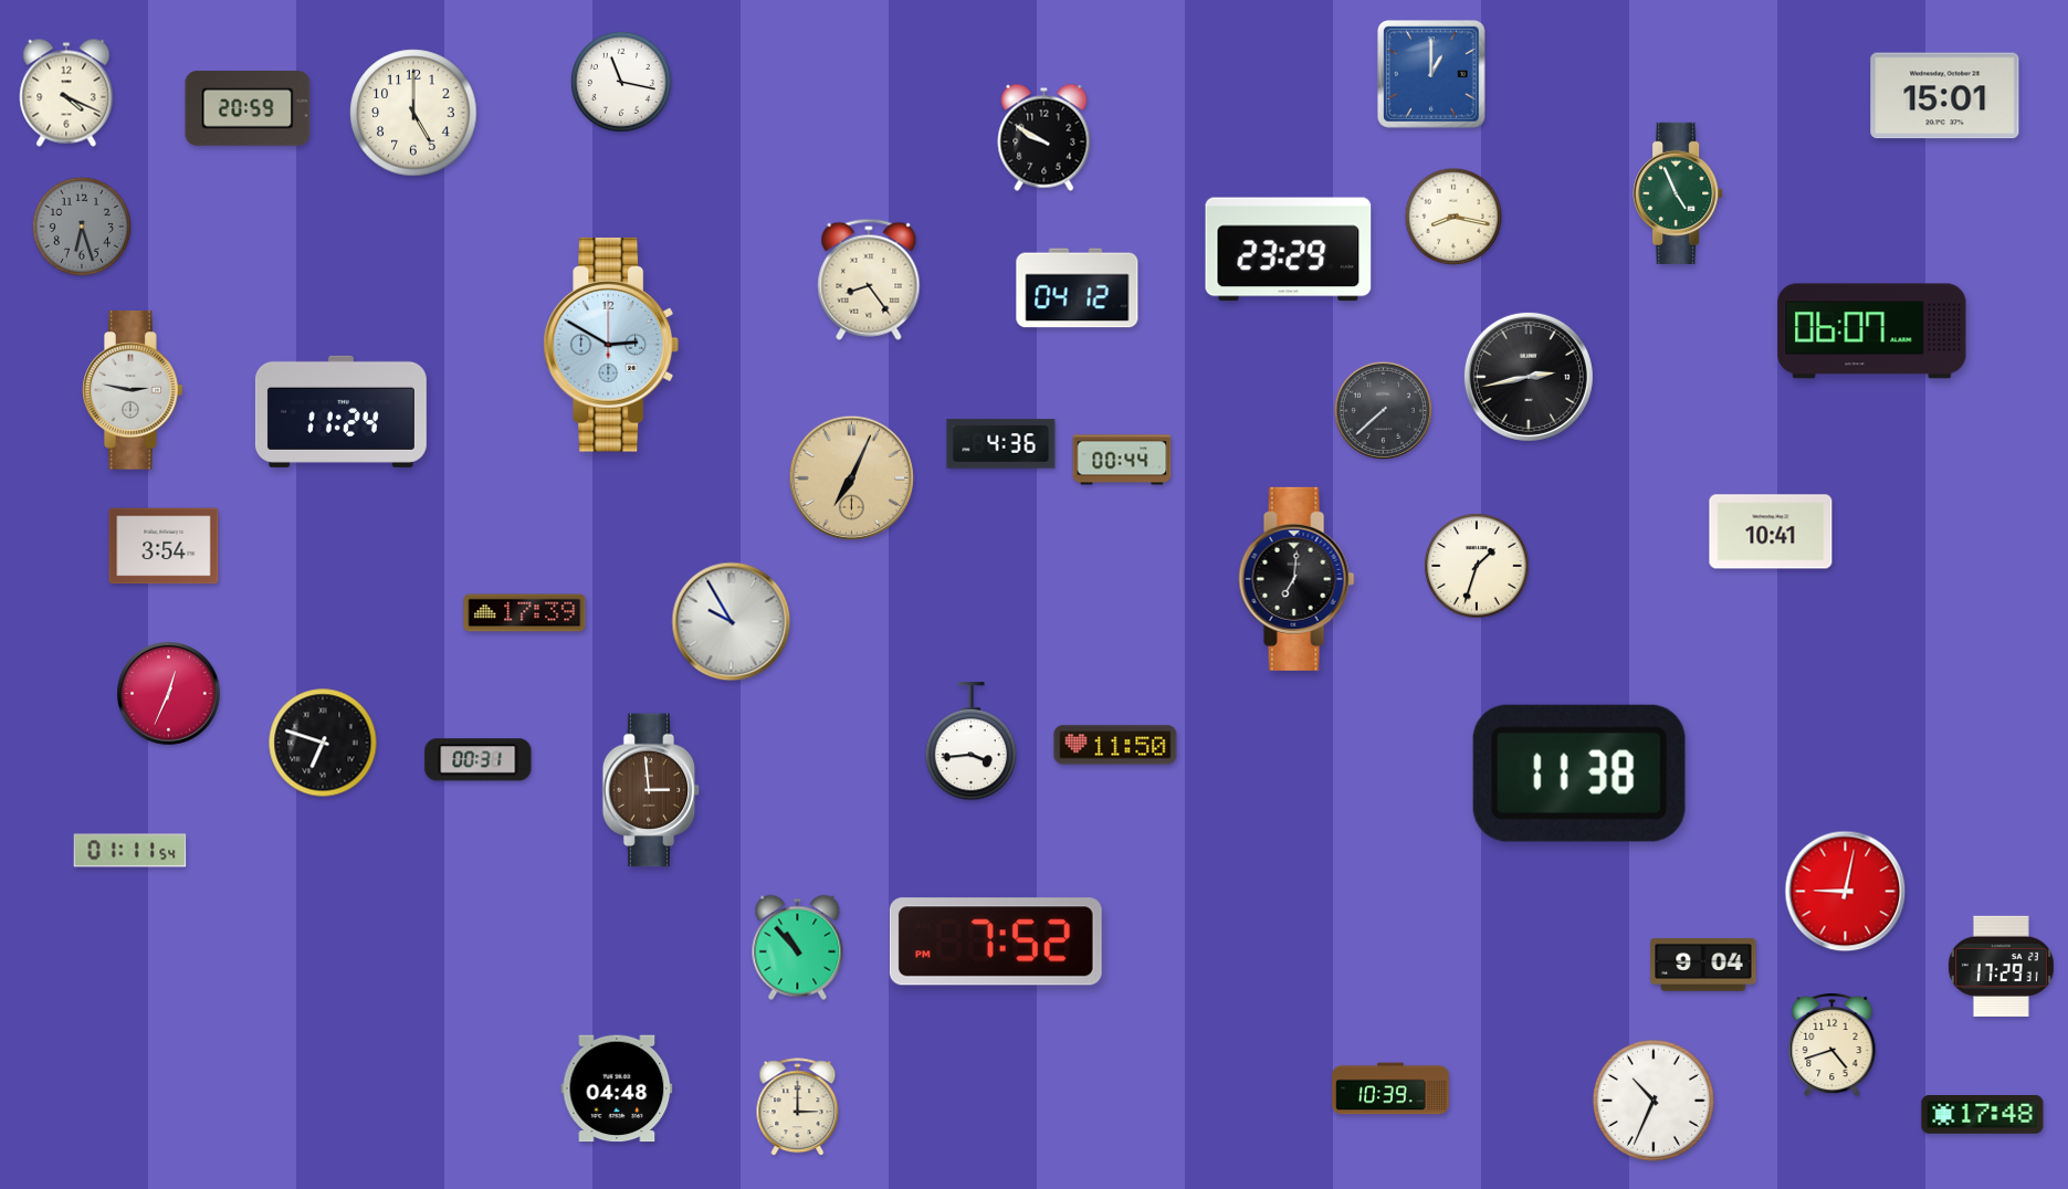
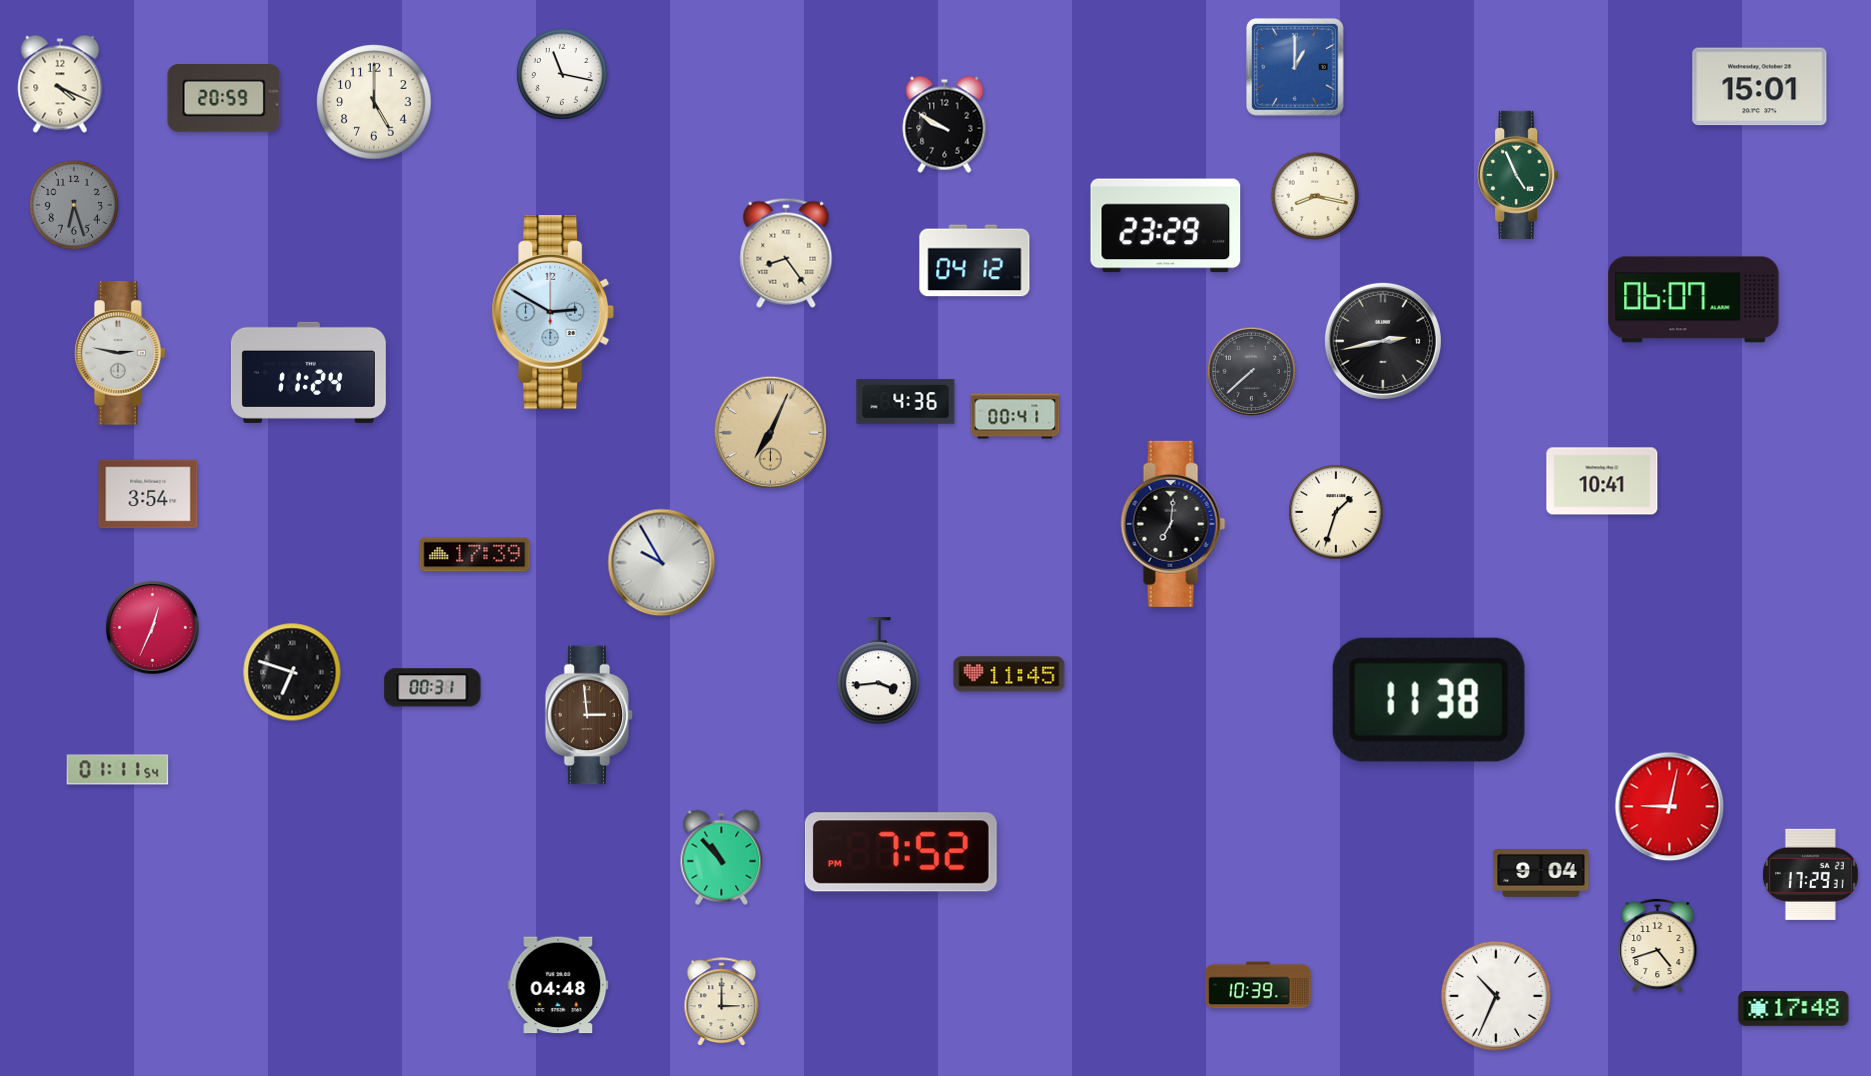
clock at (1122, 460): 00:44 -> 00:41
clock at (1115, 745): 11:50 -> 11:45
